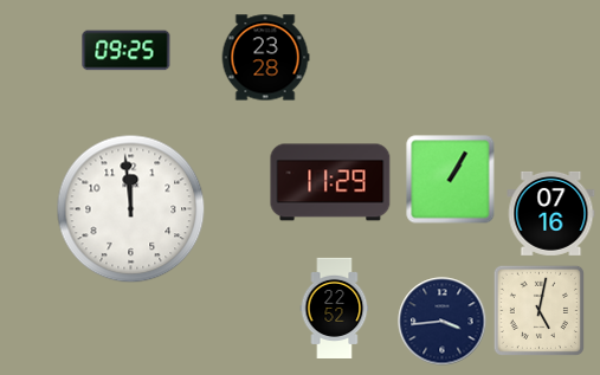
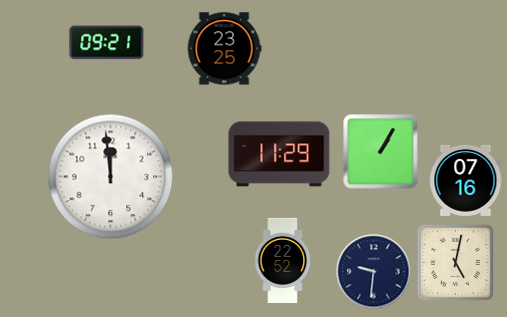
clock at (127, 51): 09:25 -> 09:21
clock at (265, 58): 23:28 -> 23:25
clock at (443, 322): 3:44 -> 9:31
